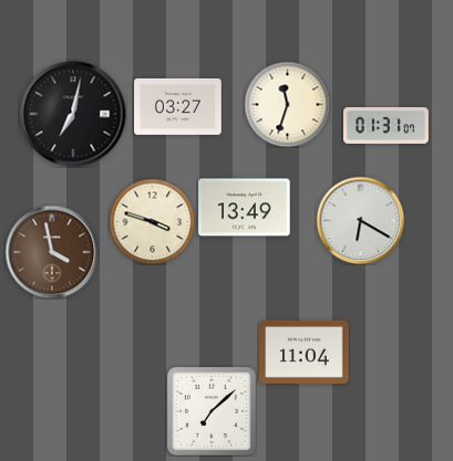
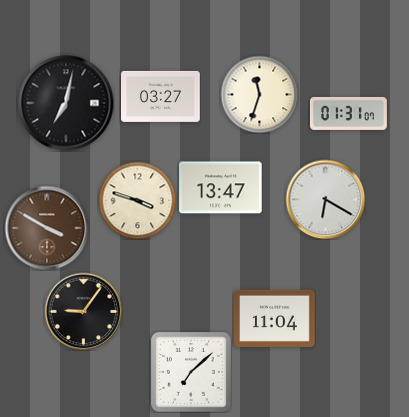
clock at (245, 208): 13:49 -> 13:47
clock at (52, 252): 3:58 -> 3:50
clock at (83, 311): none -> 9:06
